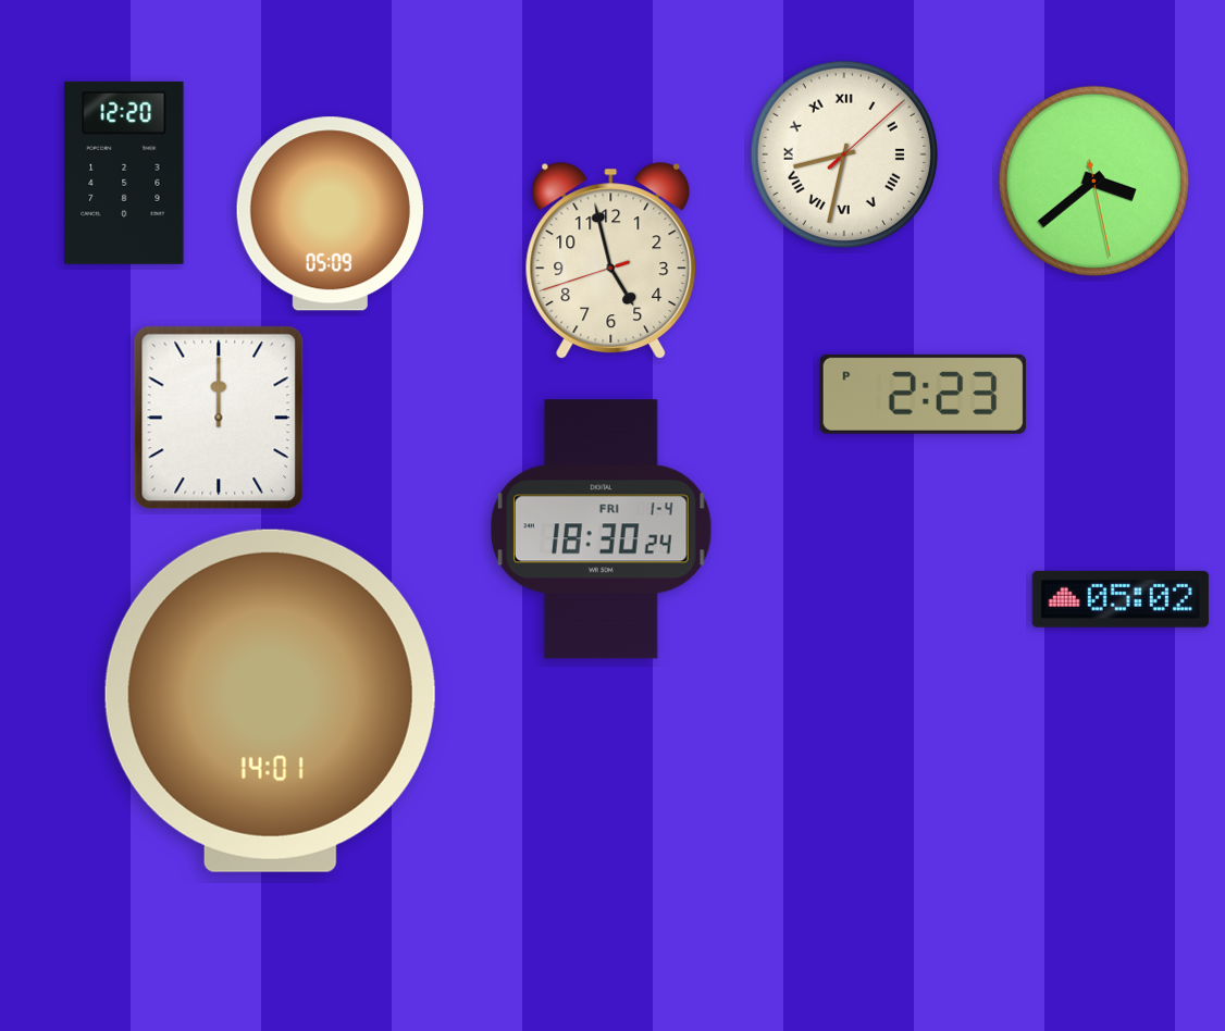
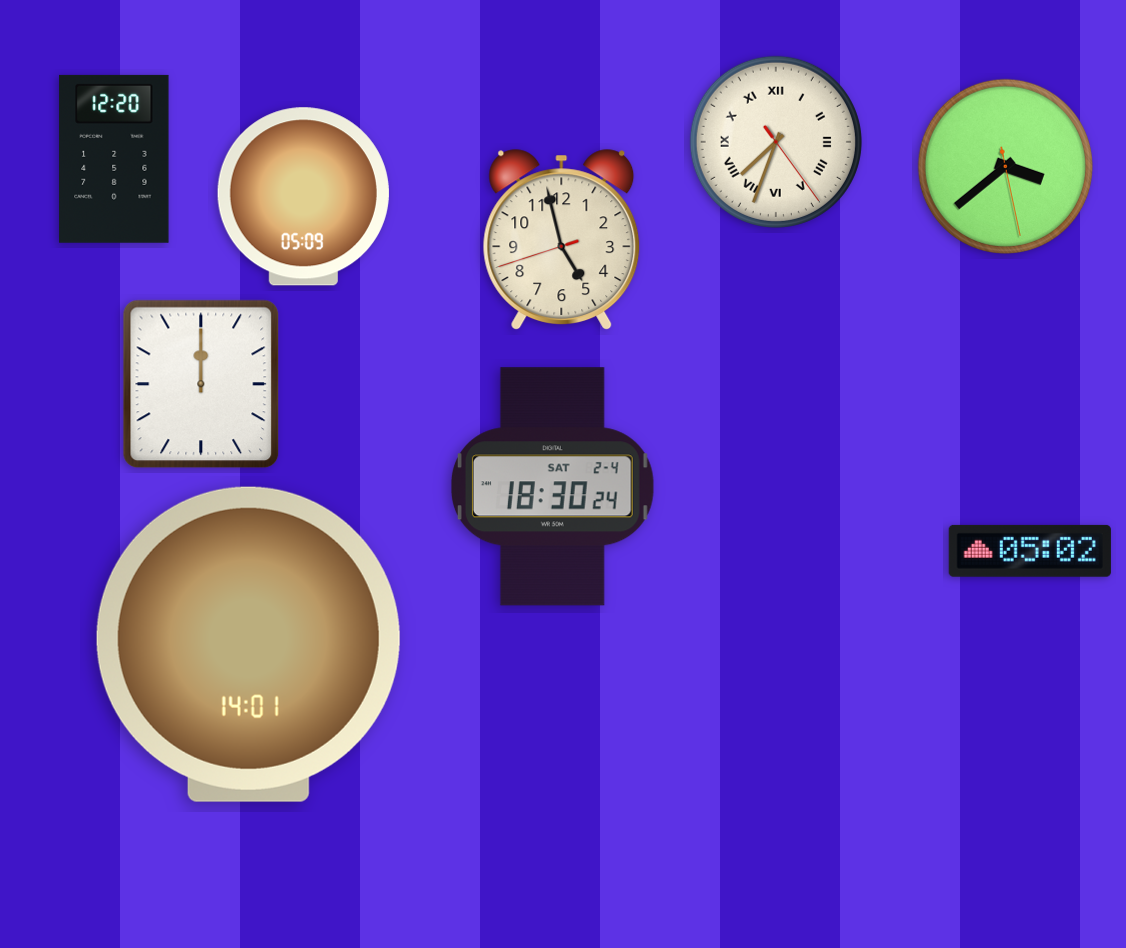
clock at (844, 154): 8:32 -> 7:33
clock at (923, 394): 2:23 -> none
clock at (601, 530) date: FRI 1-4 -> SAT 2-4
